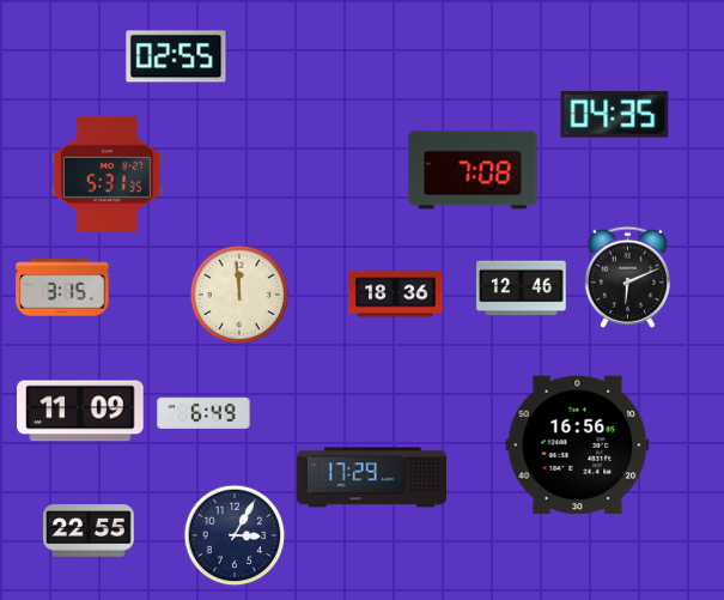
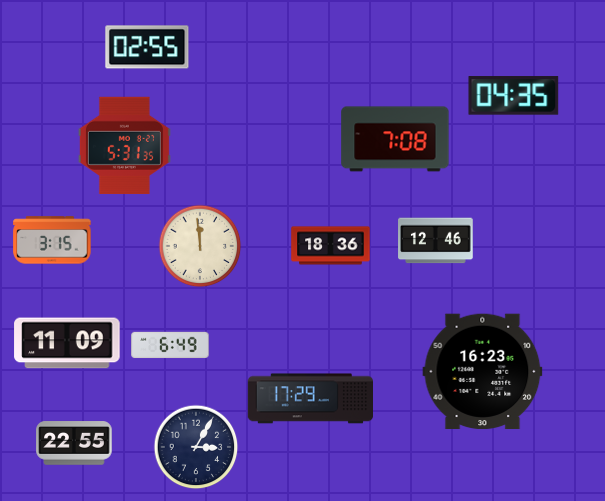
clock at (473, 170) position: (473, 170) -> (395, 139)
clock at (107, 174) position: (107, 174) -> (124, 145)
clock at (627, 277): 6:11 -> none
clock at (578, 446): 16:56 -> 16:23
